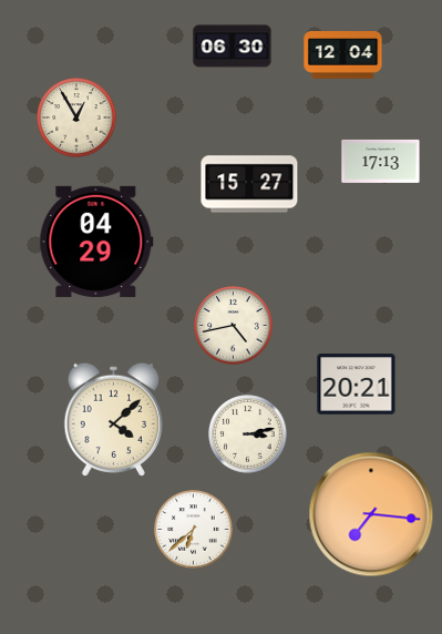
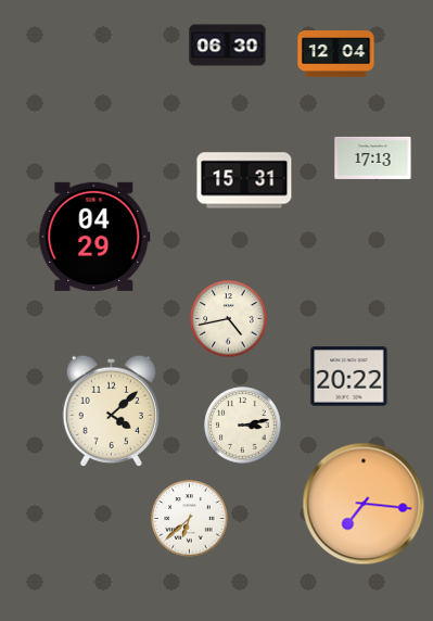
clock at (76, 117): 12:55 -> none
clock at (249, 184): 15:27 -> 15:31
clock at (357, 385): 20:21 -> 20:22
